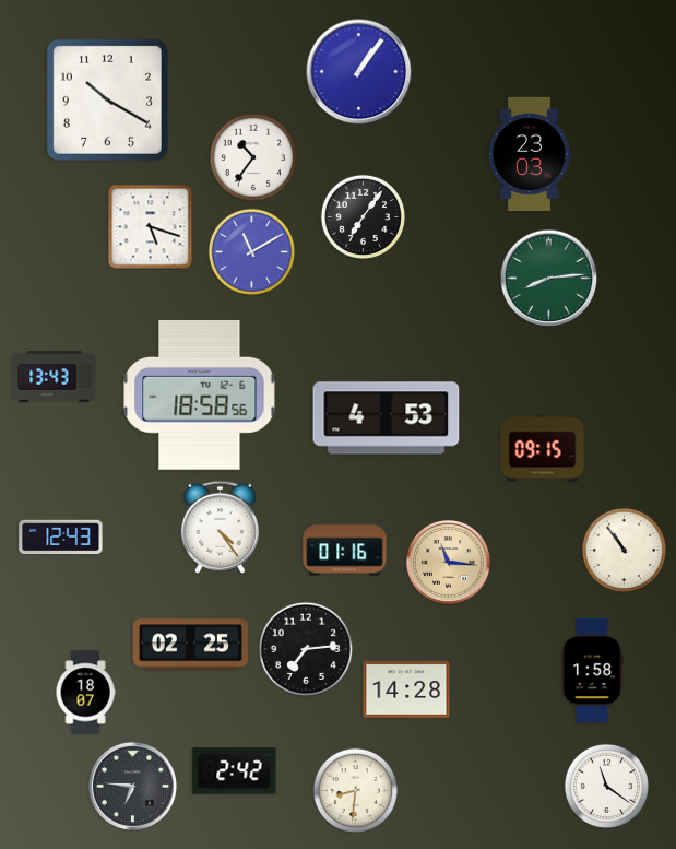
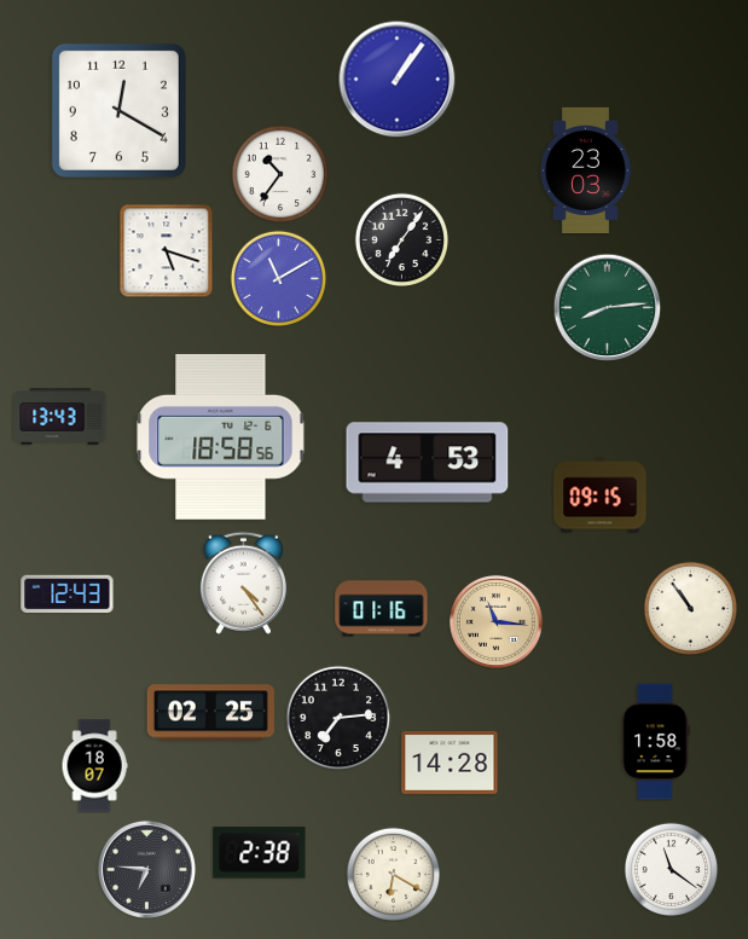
clock at (107, 99): 10:20 -> 12:20
clock at (235, 771): 2:42 -> 2:38
clock at (355, 790): 8:31 -> 6:20
